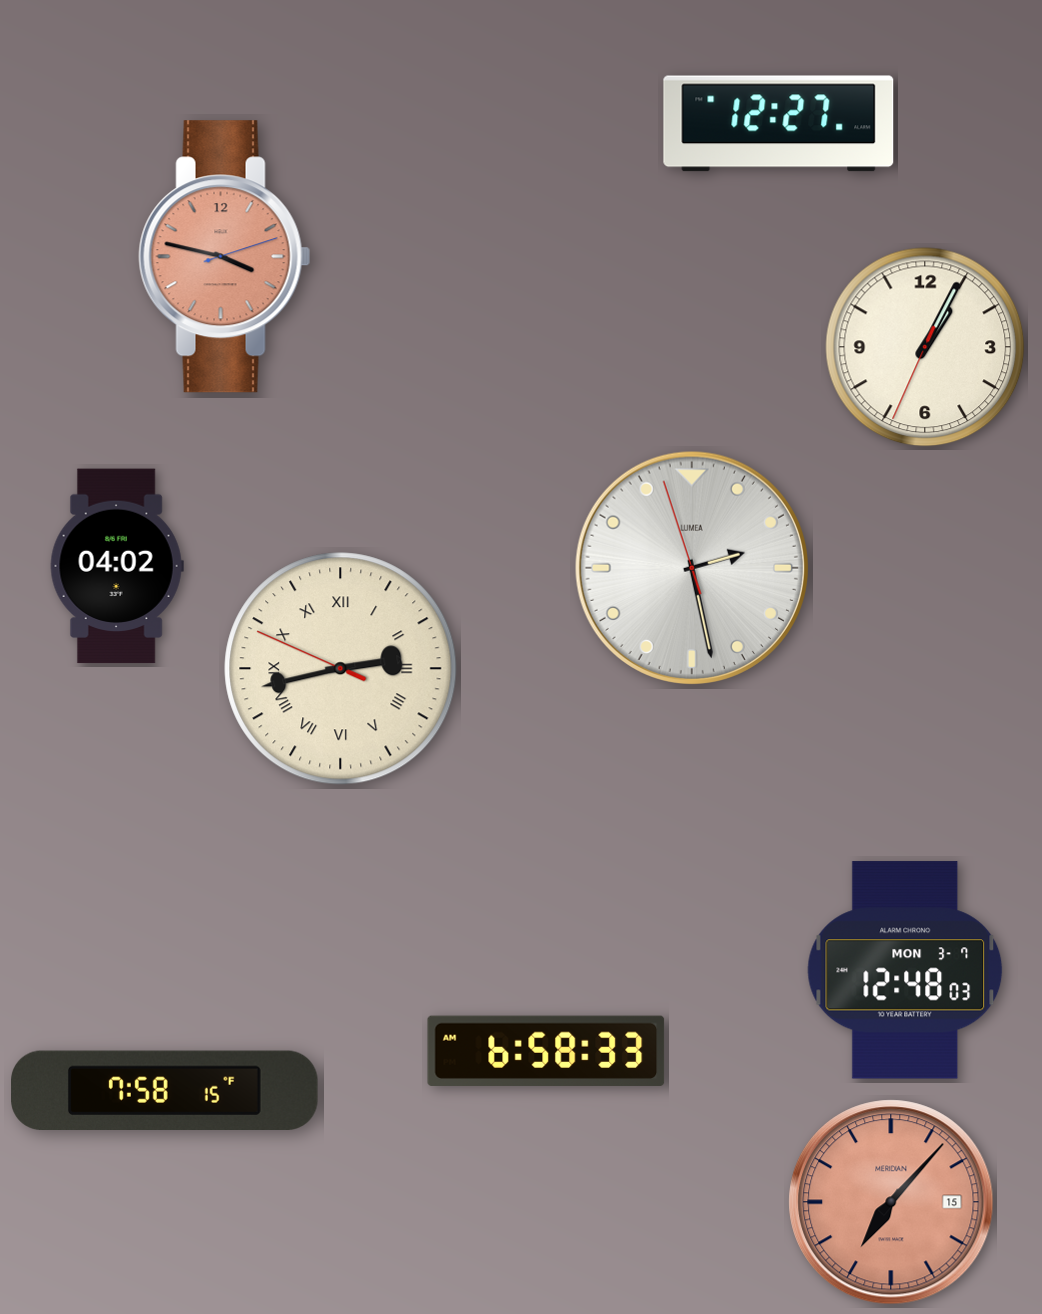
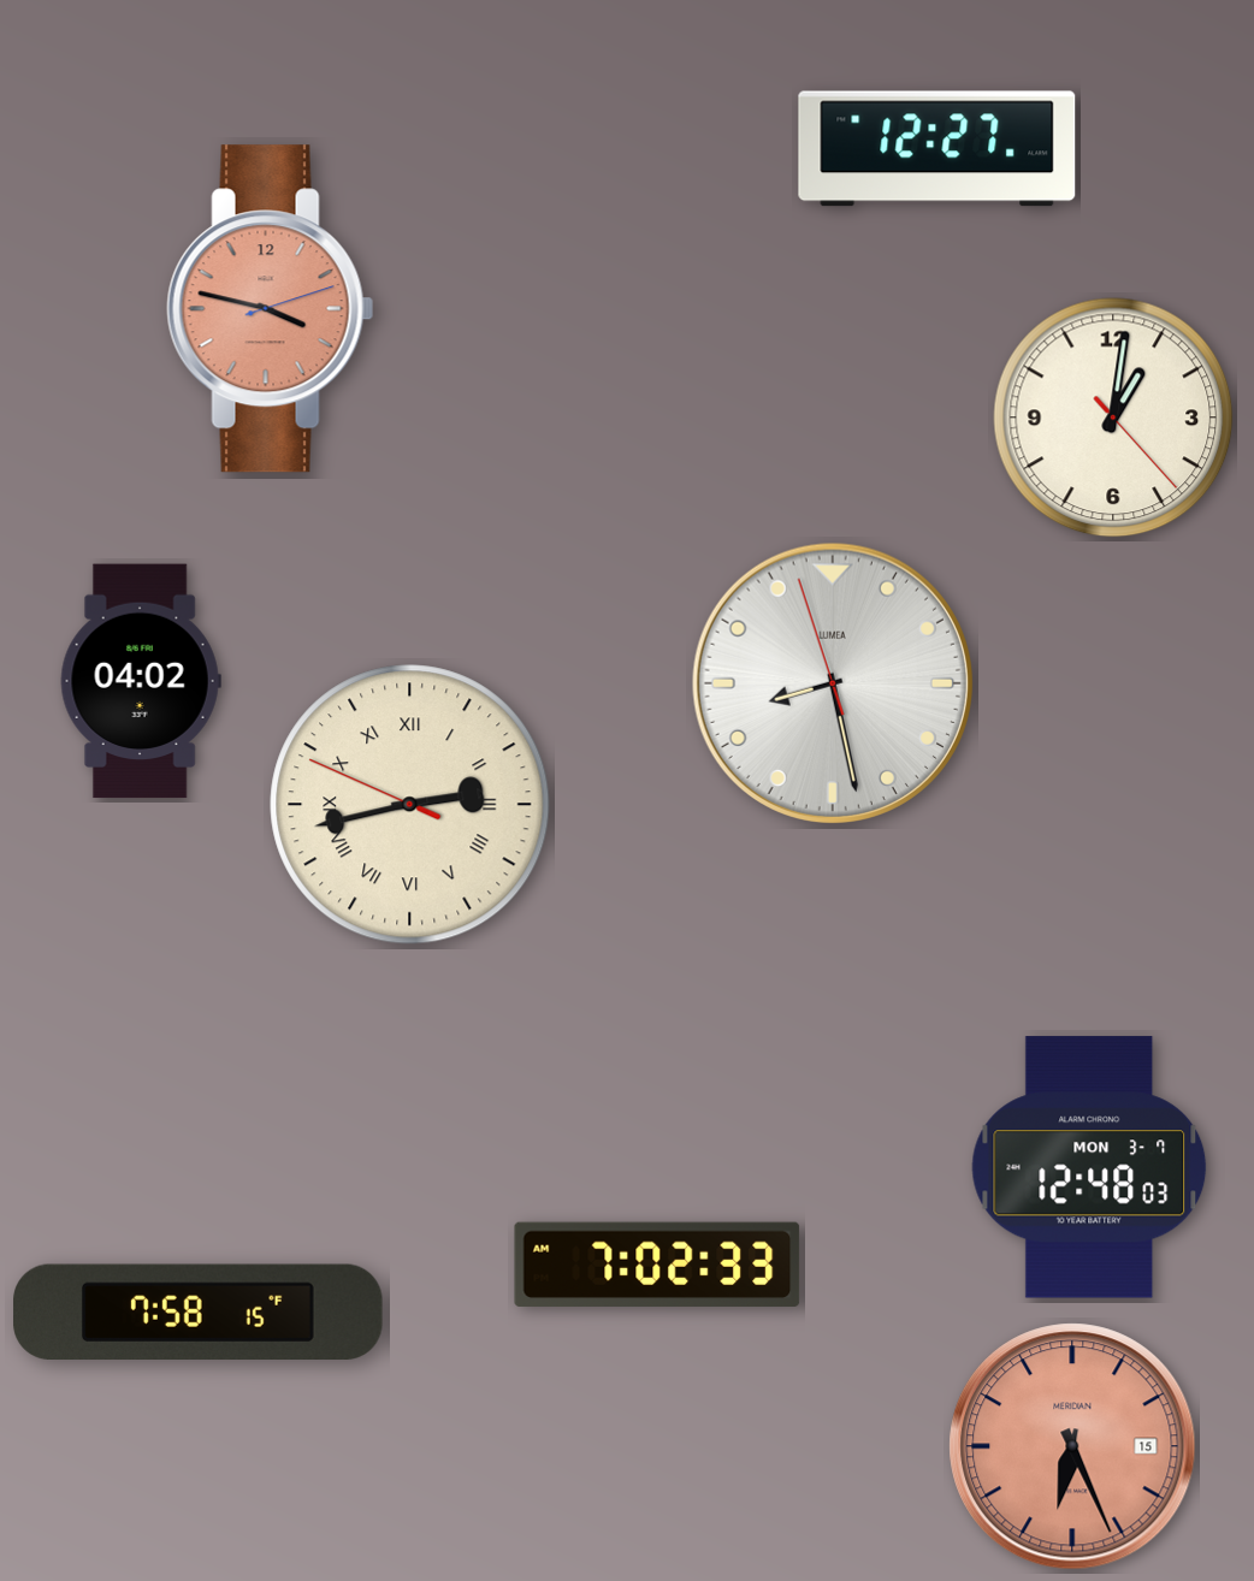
clock at (925, 347): 1:04 -> 1:01
clock at (692, 568): 2:27 -> 8:27
clock at (546, 1051): 6:58 -> 7:02
clock at (891, 1202): 7:07 -> 6:26
